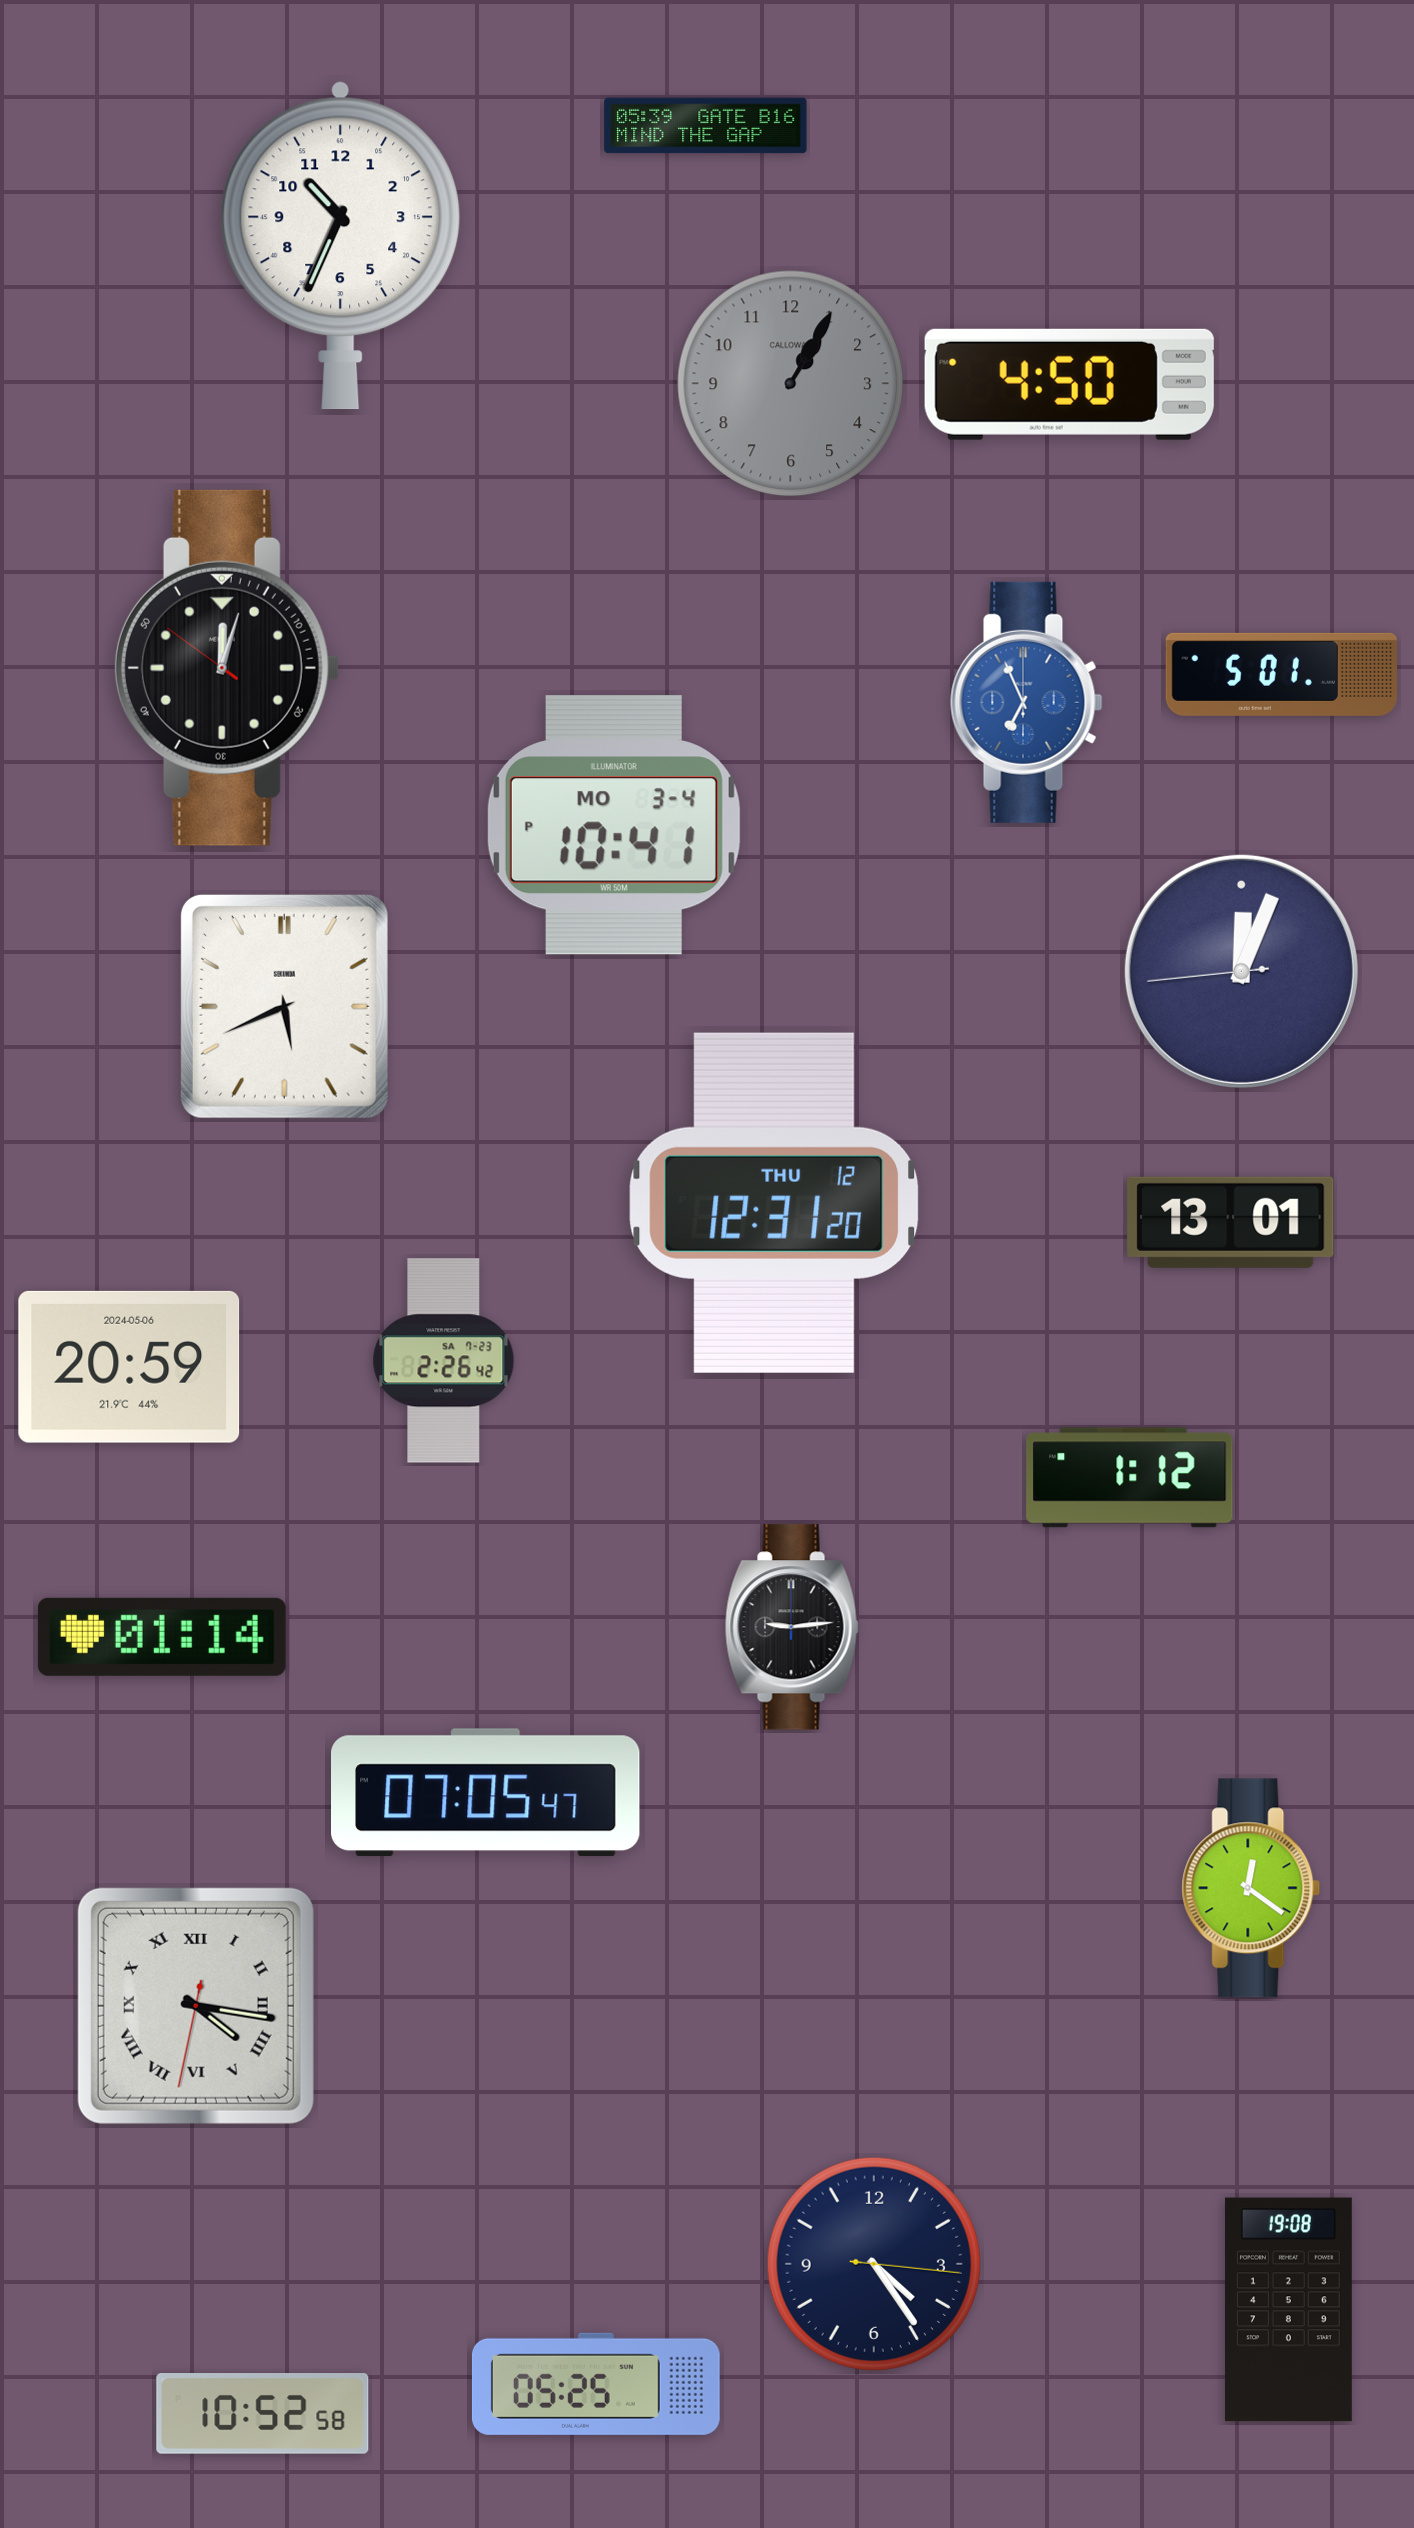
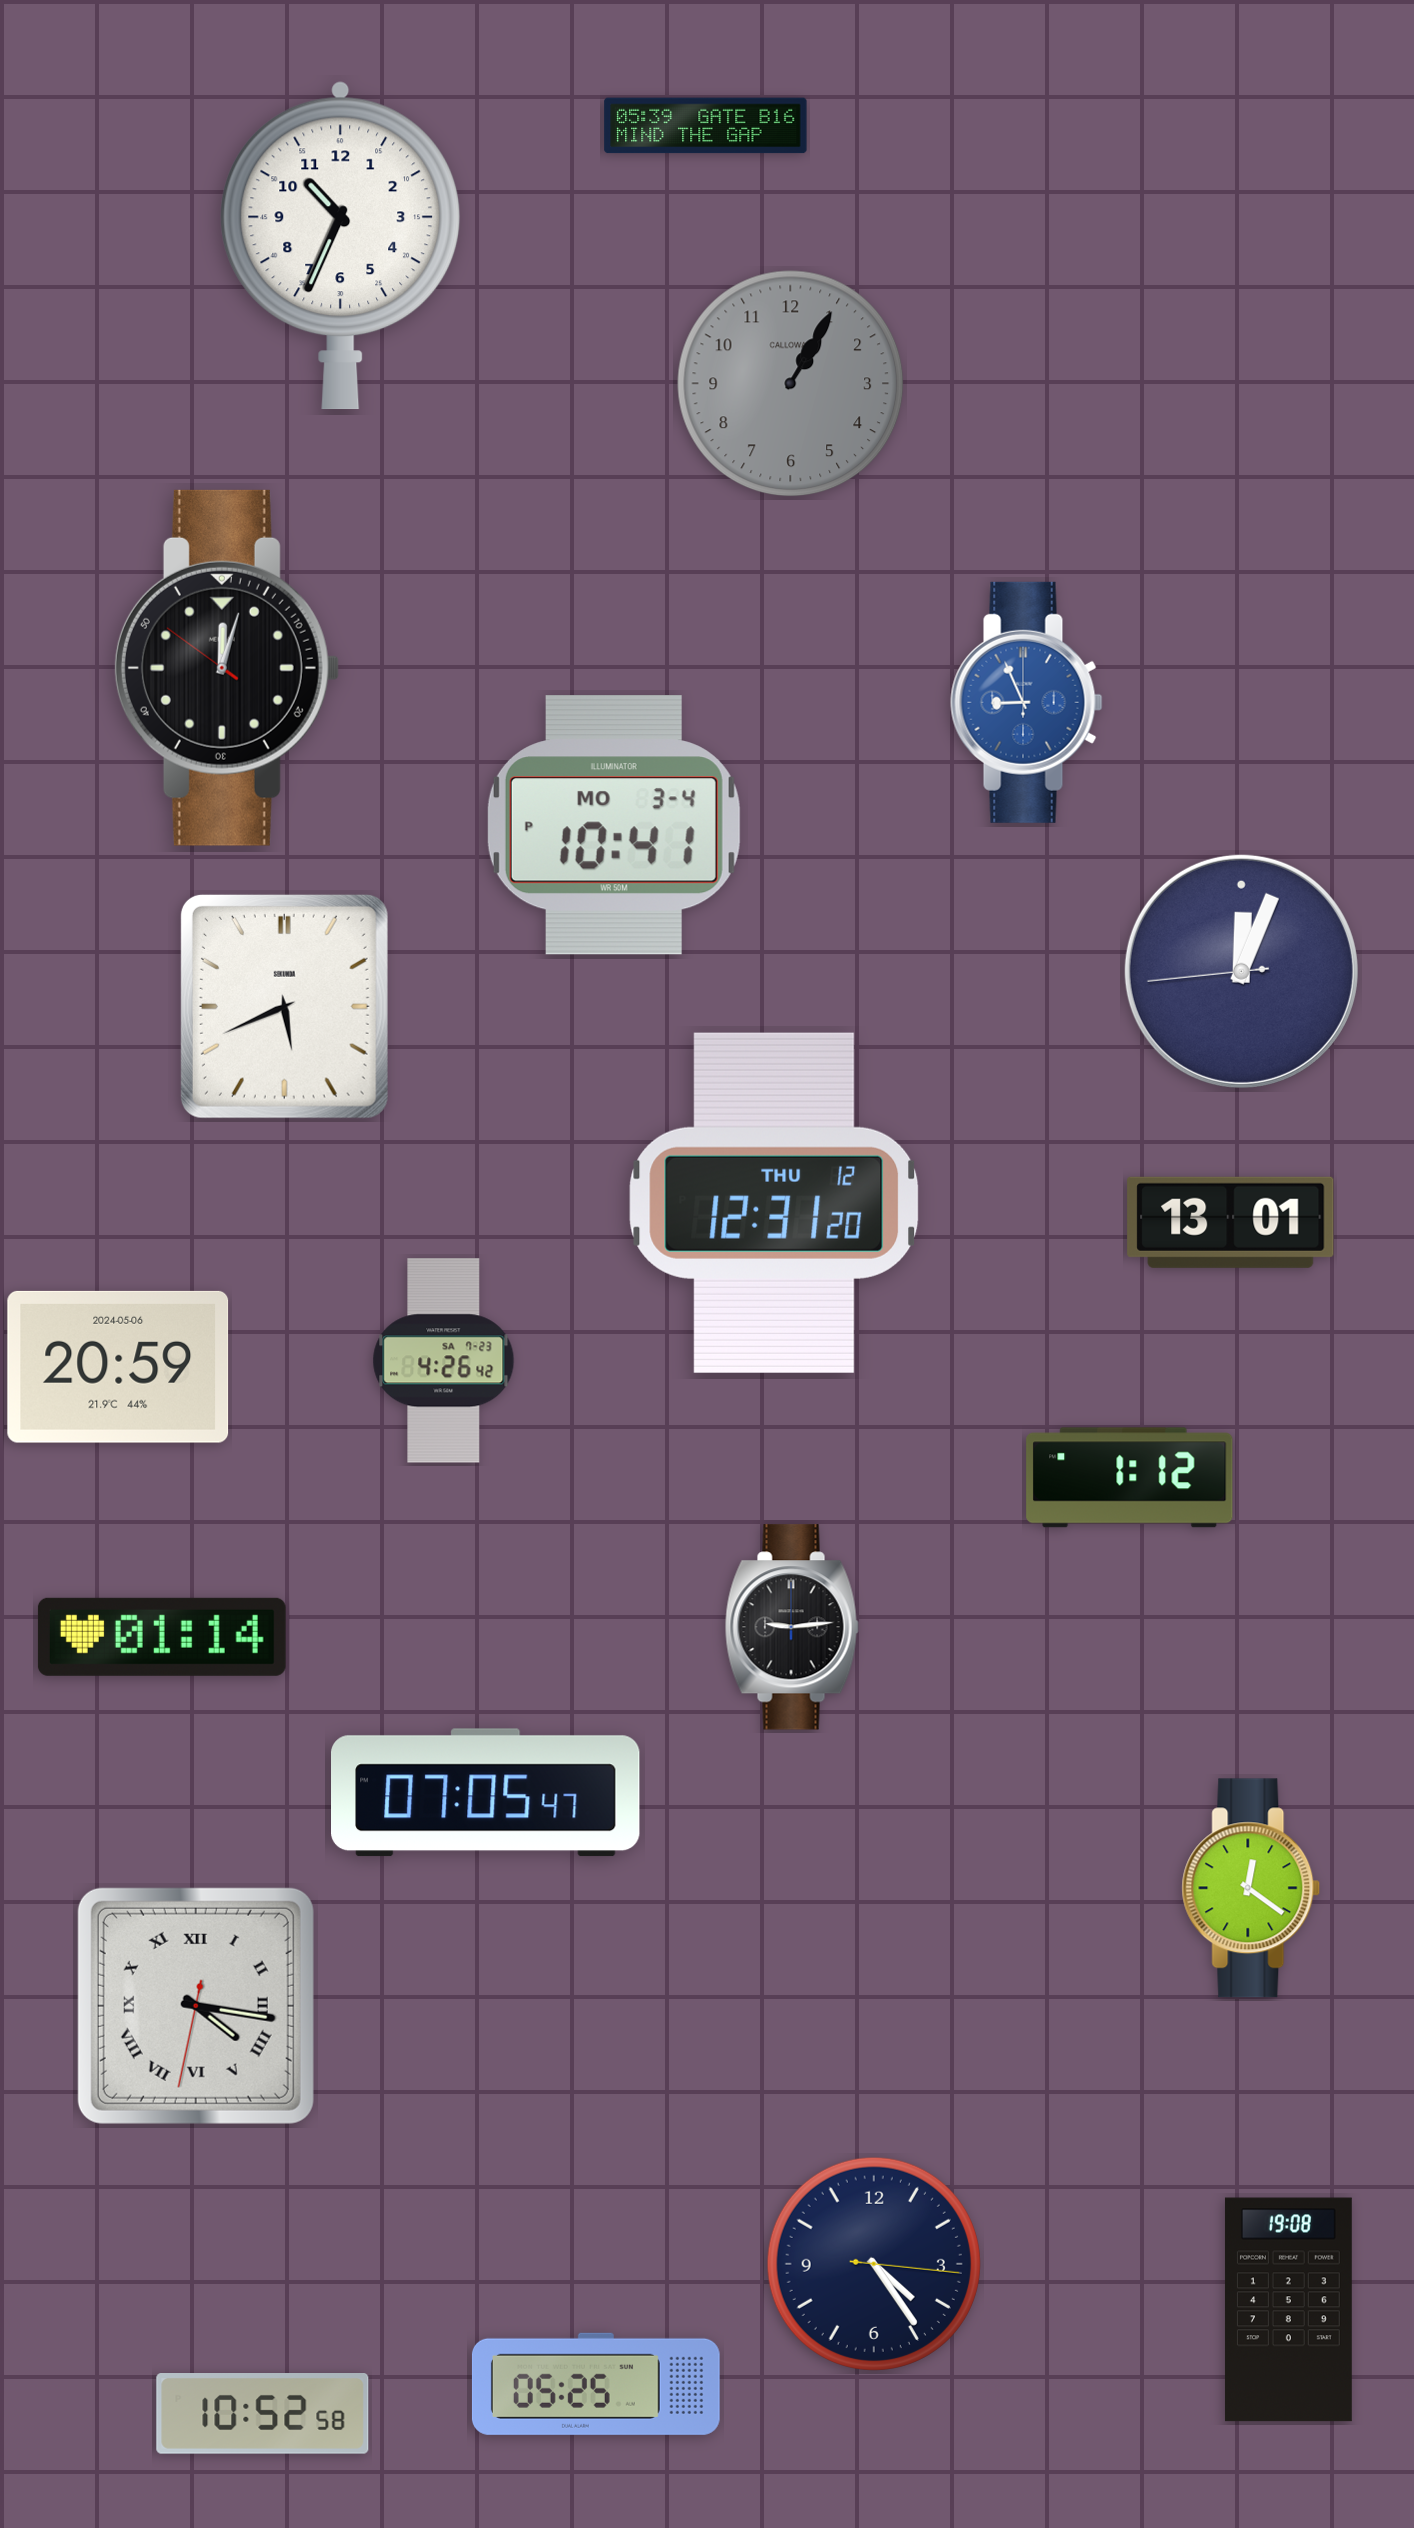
clock at (1069, 384): 4:50 -> none
clock at (1281, 674): 5:01 -> none
clock at (1027, 702): 6:56 -> 8:56
clock at (444, 1361): 2:26 -> 4:26
clock at (129, 1367) position: (129, 1367) -> (118, 1367)
